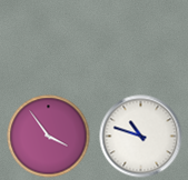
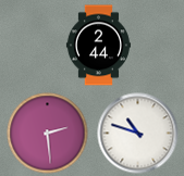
clock at (98, 46): none -> 2:44
clock at (49, 137): 3:54 -> 2:29
